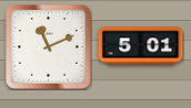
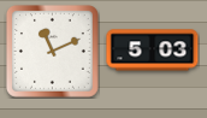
clock at (141, 46): 5:01 -> 5:03
